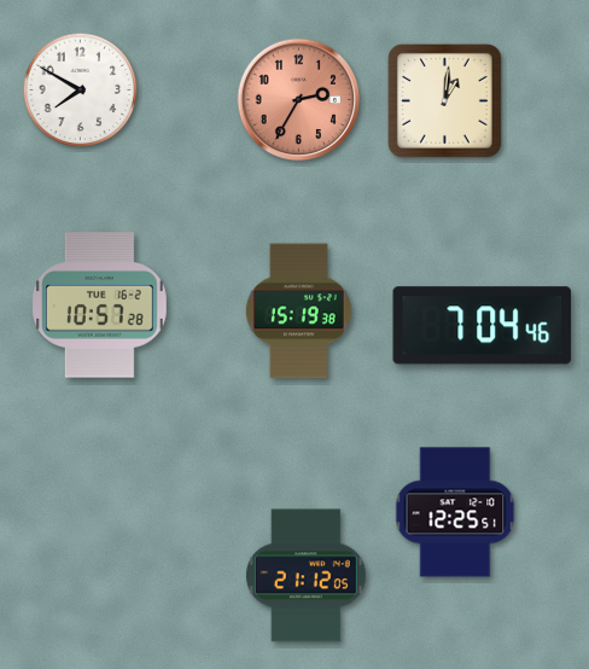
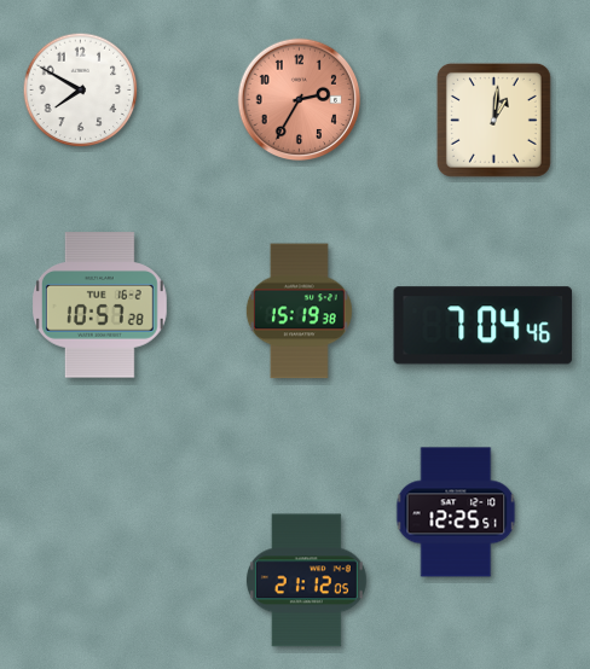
clock at (444, 100) position: (444, 100) -> (493, 120)
clock at (305, 576) position: (305, 576) -> (306, 581)
